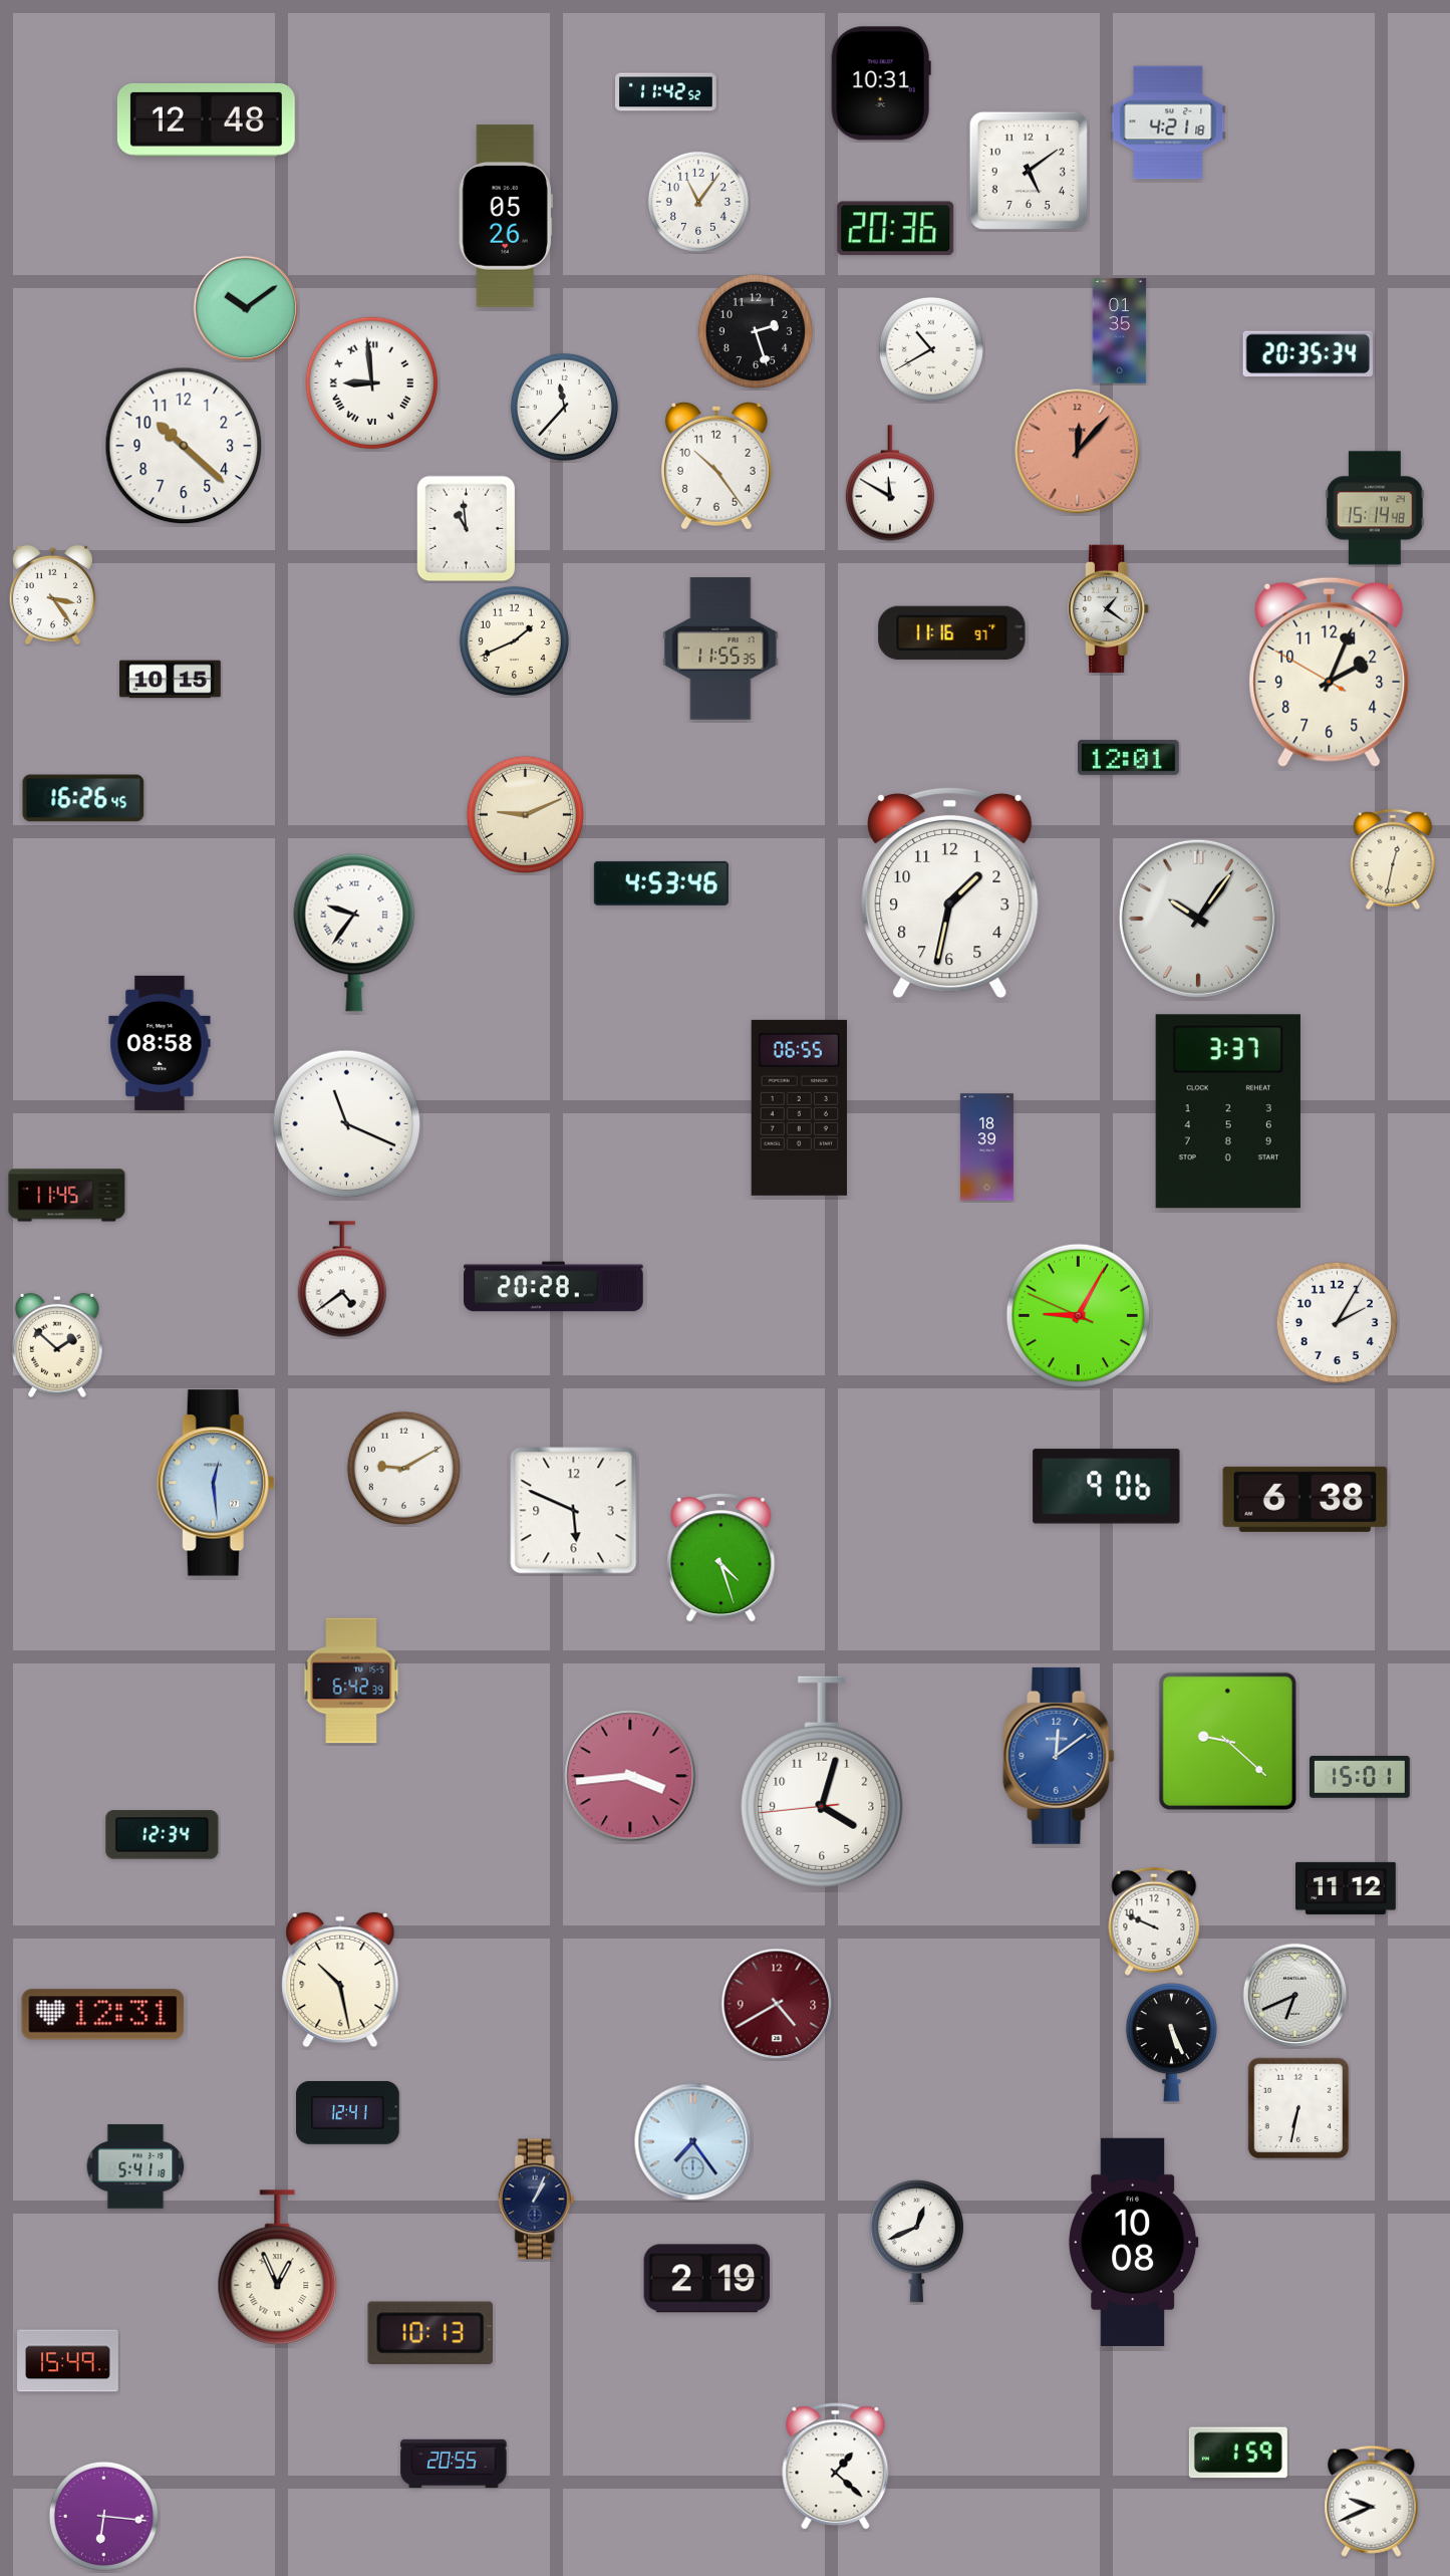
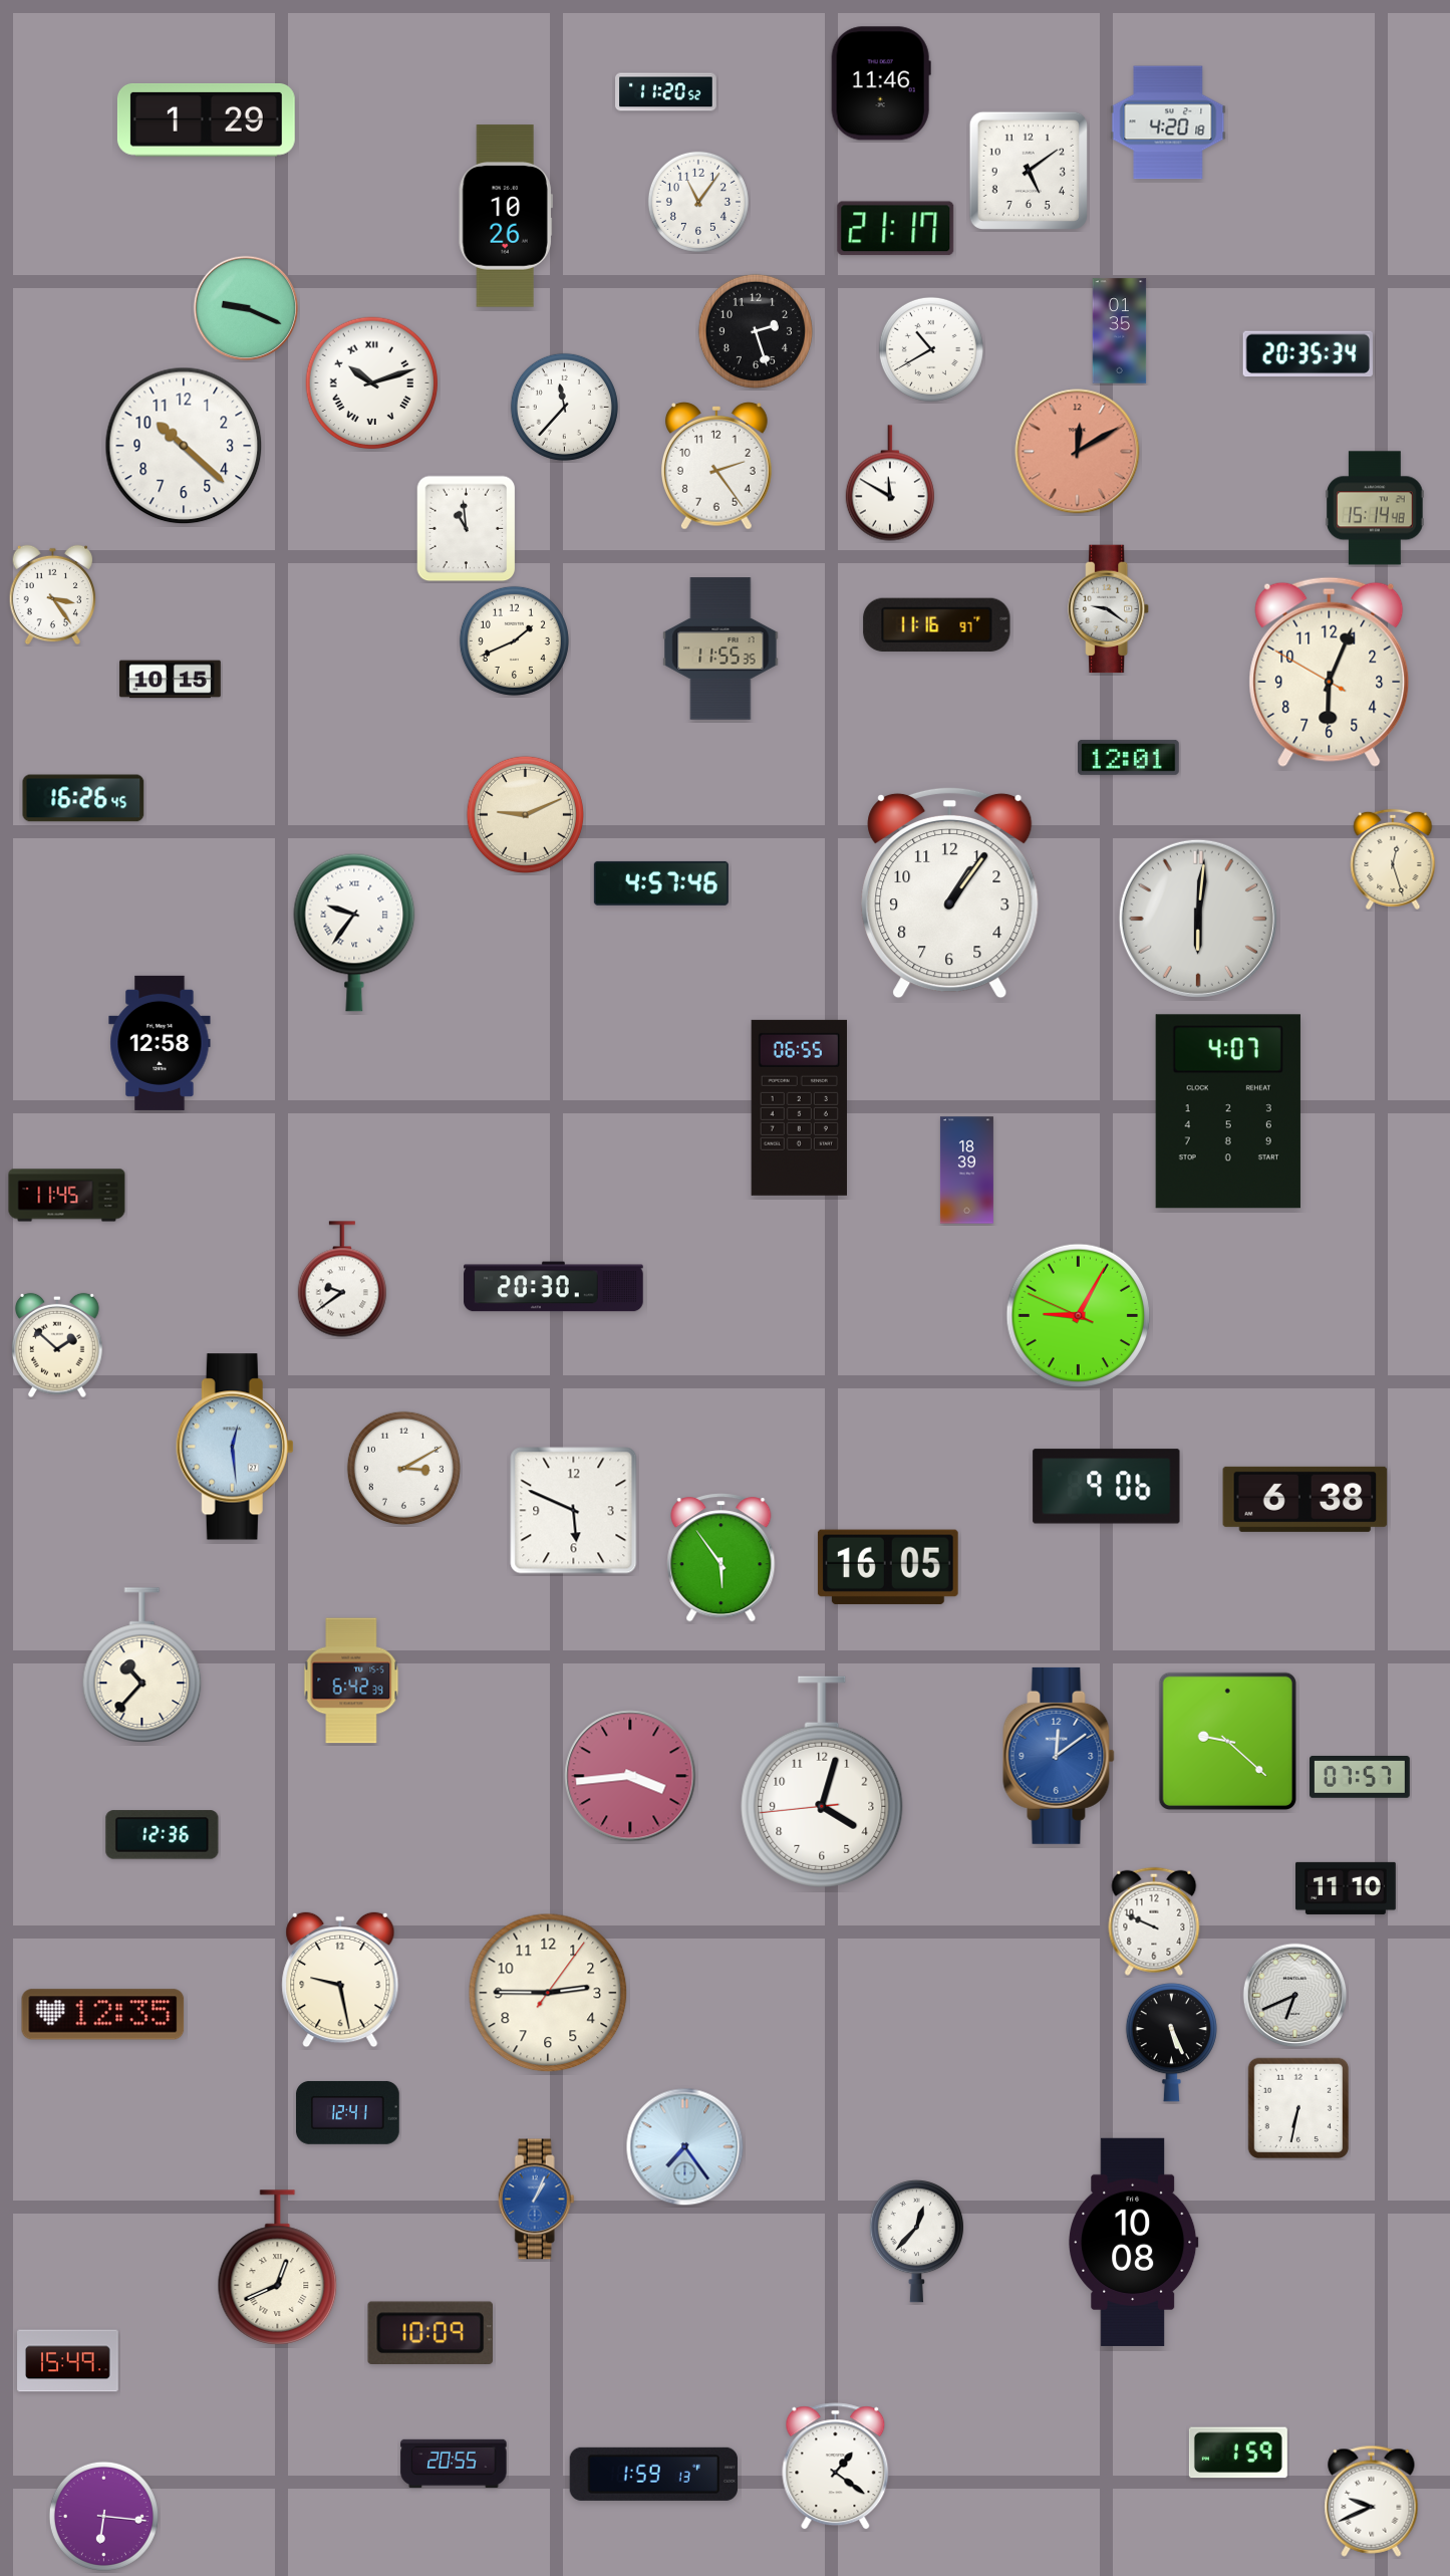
clock at (881, 83): 10:31 -> 11:46
clock at (666, 92): 11:42 -> 11:20
clock at (206, 120): 12:48 -> 1:29
clock at (1168, 122): 4:21 -> 4:20
clock at (506, 216): 05:26 -> 10:26
clock at (896, 229): 20:36 -> 21:17
clock at (246, 308): 10:09 -> 9:19
clock at (372, 383): 8:59 -> 10:12
clock at (1078, 452): 12:07 -> 12:10
clock at (717, 467): 10:24 -> 2:24
clock at (1109, 609): 1:21 -> 9:21
clock at (952, 632) position: (952, 632) -> (937, 624)
clock at (1330, 672): 2:03 -> 6:03
clock at (1393, 859): 12:32 -> 12:27
clock at (661, 883): 4:53 -> 4:57
clock at (950, 892): 1:32 -> 1:06
clock at (1198, 919): 10:06 -> 6:01
clock at (160, 1043): 08:58 -> 12:58
clock at (1228, 1111): 3:37 -> 4:07
clock at (347, 1124): 11:19 -> none
clock at (986, 1147) position: (986, 1147) -> (966, 1171)
clock at (342, 1279): 4:39 -> 9:39
clock at (554, 1287): 20:28 -> 20:30
clock at (1337, 1322): 2:05 -> none
clock at (403, 1468): 9:10 -> 3:10
clock at (216, 1483) position: (216, 1483) -> (235, 1447)
clock at (721, 1558): 4:27 -> 5:54
clock at (888, 1566): none -> 16:05
clock at (142, 1665): none -> 10:37
clock at (1361, 1778): 15:01 -> 07:57
clock at (163, 1835): 12:34 -> 12:36
clock at (1347, 1888): 11:12 -> 11:10
clock at (340, 1980): 10:28 -> 9:28
clock at (548, 1993): none -> 2:45
clock at (777, 2004): 4:40 -> none
clock at (103, 2015): 12:31 -> 12:35
clock at (693, 2142) position: (693, 2142) -> (685, 2147)
clock at (135, 2166): 5:41 -> none
clock at (536, 2200) dial: navy -> blue
clock at (916, 2241): 12:41 -> 12:37
clock at (278, 2268): 12:56 -> 12:41
clock at (707, 2279): 2:19 -> none
clock at (429, 2332): 10:13 -> 10:09
clock at (836, 2467): 1:22 -> 1:21
clock at (653, 2474): none -> 1:59
